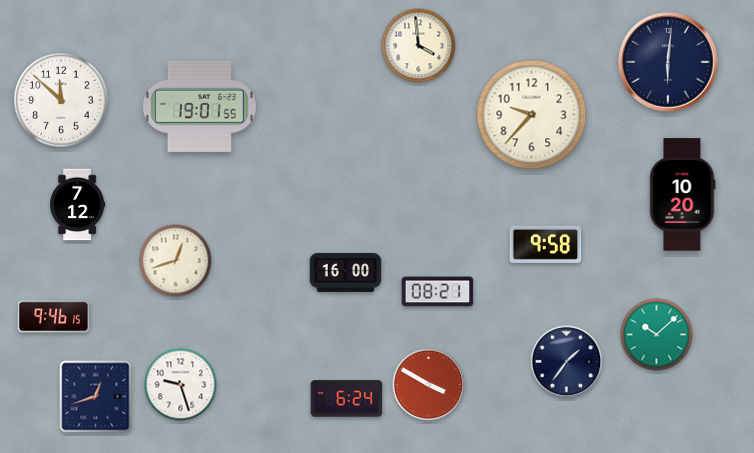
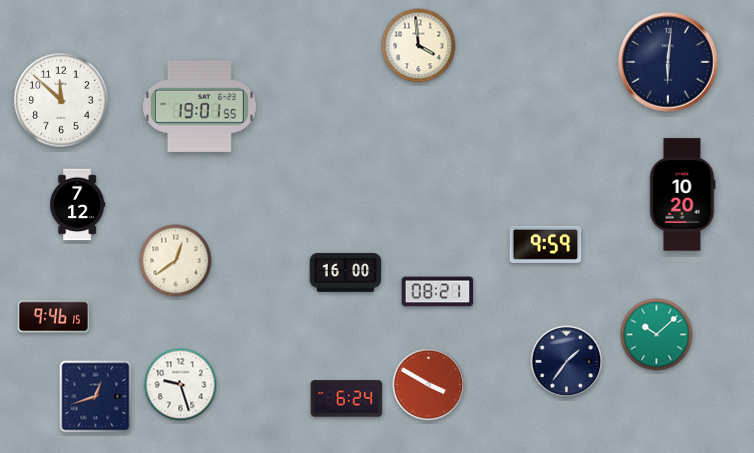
clock at (532, 115): 9:37 -> none
clock at (546, 244): 9:58 -> 9:59
clock at (176, 261): 12:42 -> 12:39
